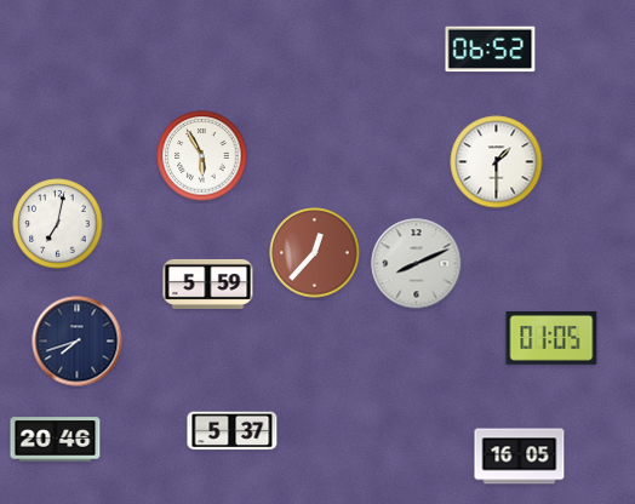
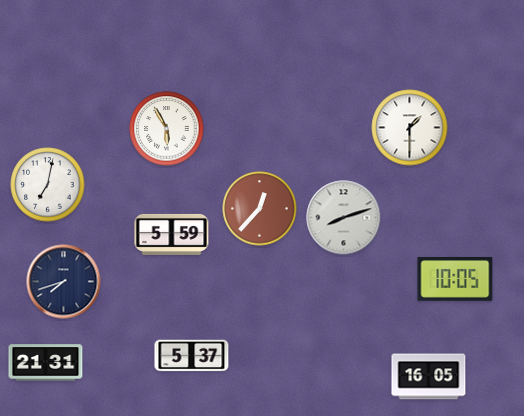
clock at (491, 50): 06:52 -> none
clock at (497, 162) position: (497, 162) -> (410, 128)
clock at (417, 264): 8:11 -> 8:12
clock at (551, 338): 01:05 -> 10:05
clock at (56, 440): 20:46 -> 21:31
